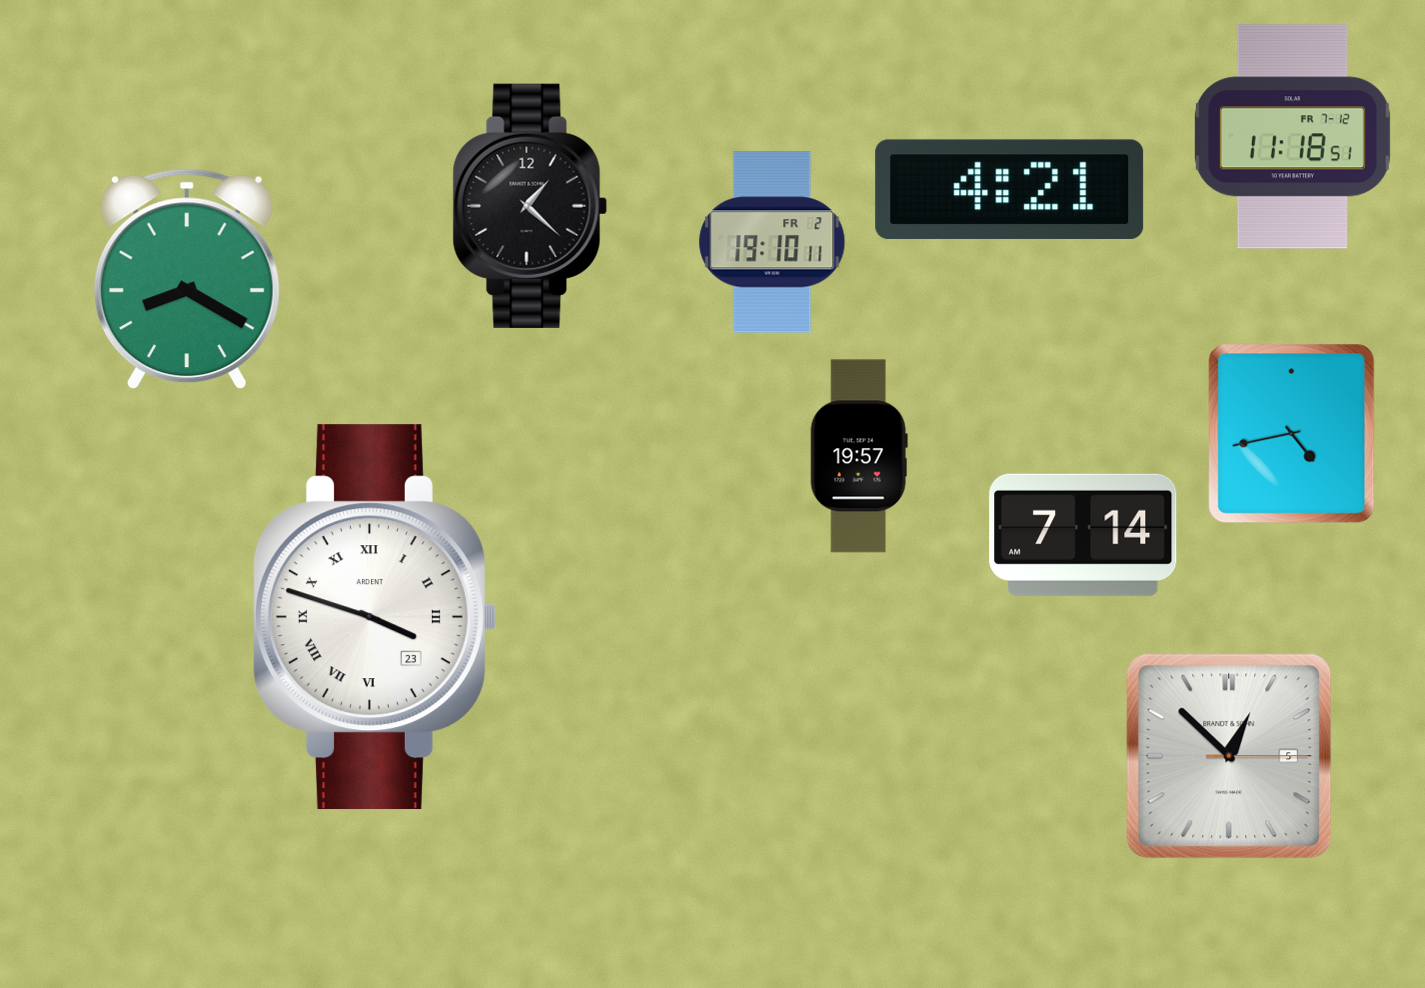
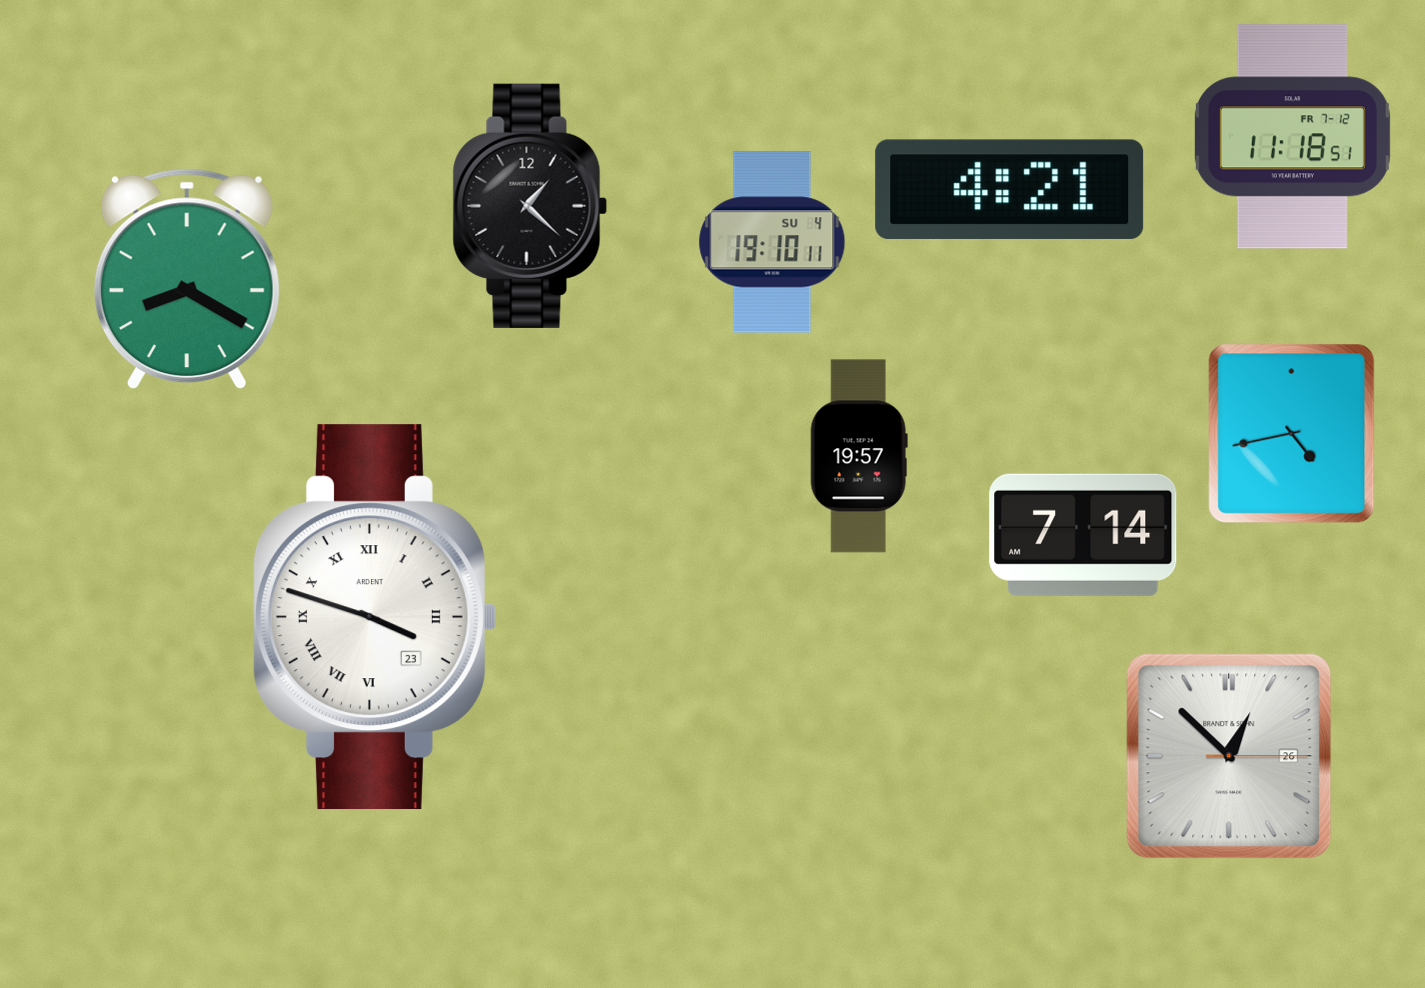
clock at (772, 242) date: FR 2 -> SU 4
clock at (1229, 756) date: 5 -> 26
